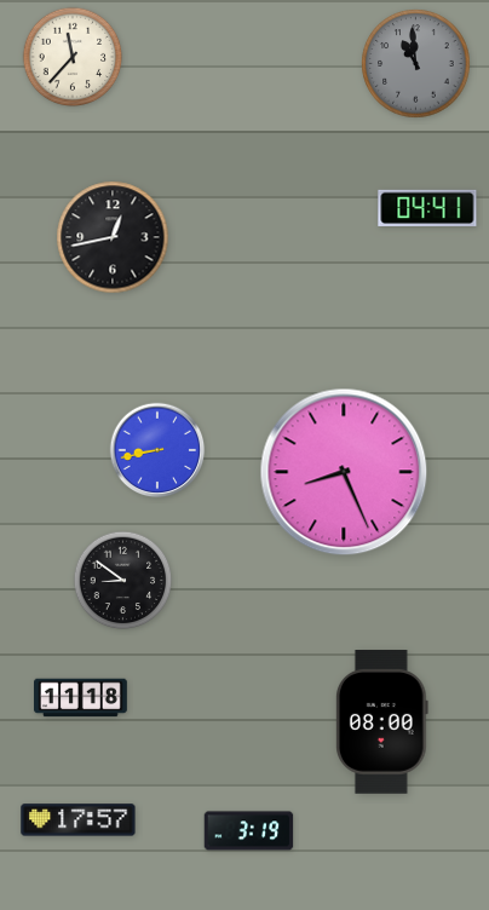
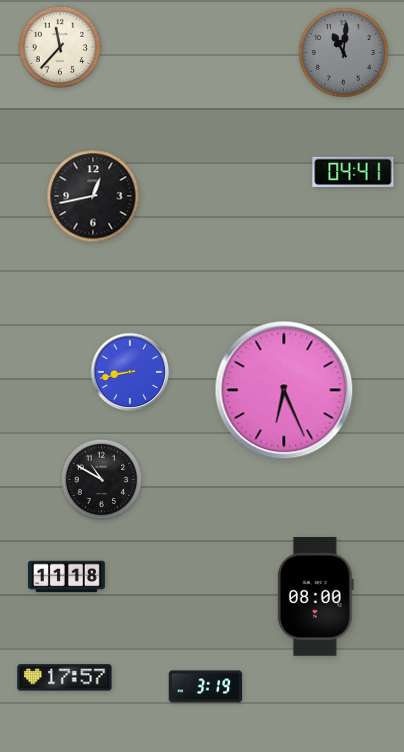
clock at (416, 64): 10:59 -> 11:01
clock at (344, 472): 8:26 -> 6:26
clock at (123, 581): 8:51 -> 10:50
